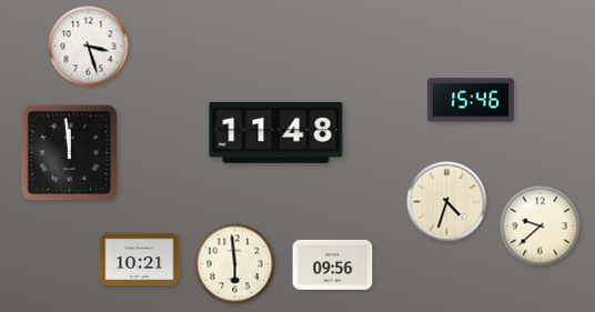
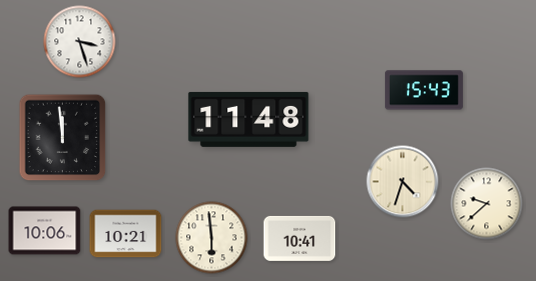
clock at (471, 100): 15:46 -> 15:43
clock at (45, 231): none -> 10:06
clock at (333, 264): 09:56 -> 10:41
